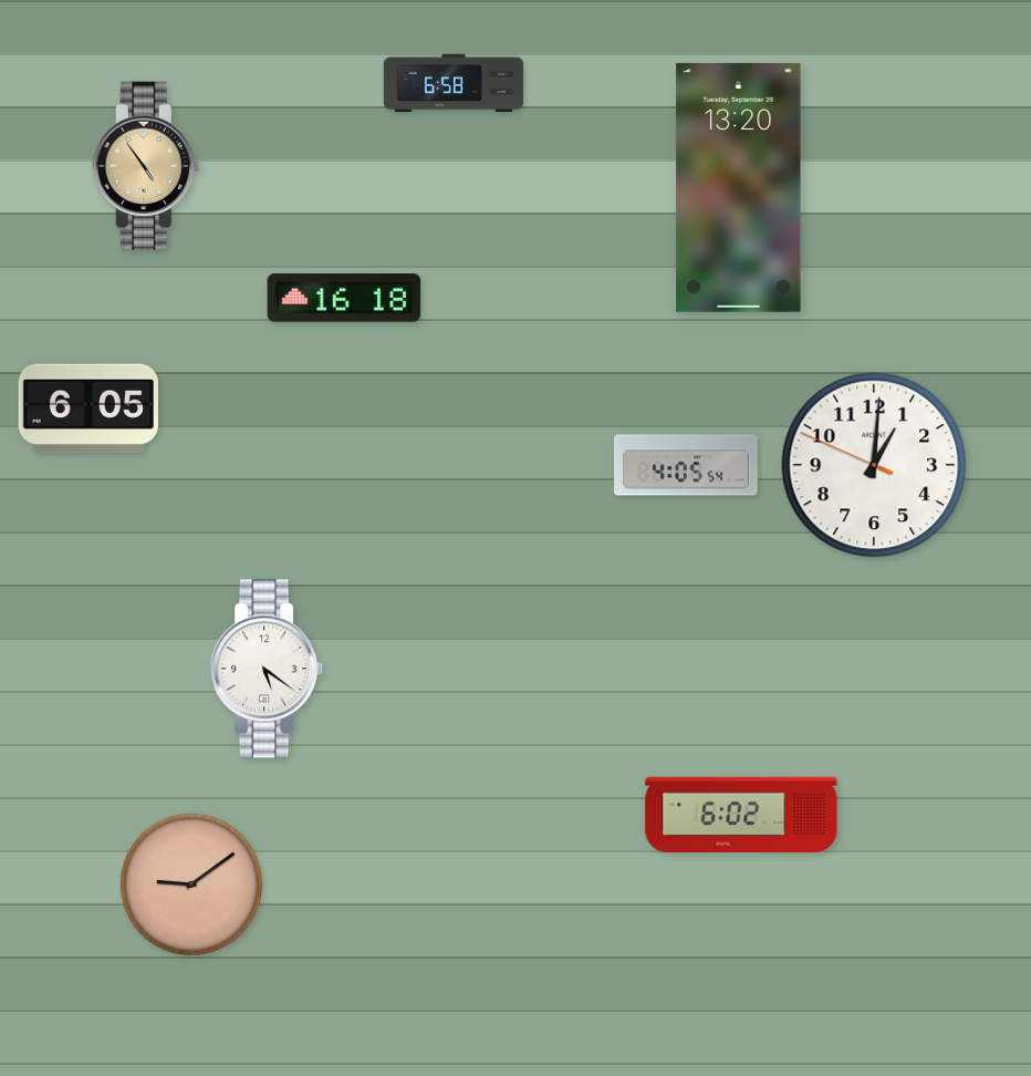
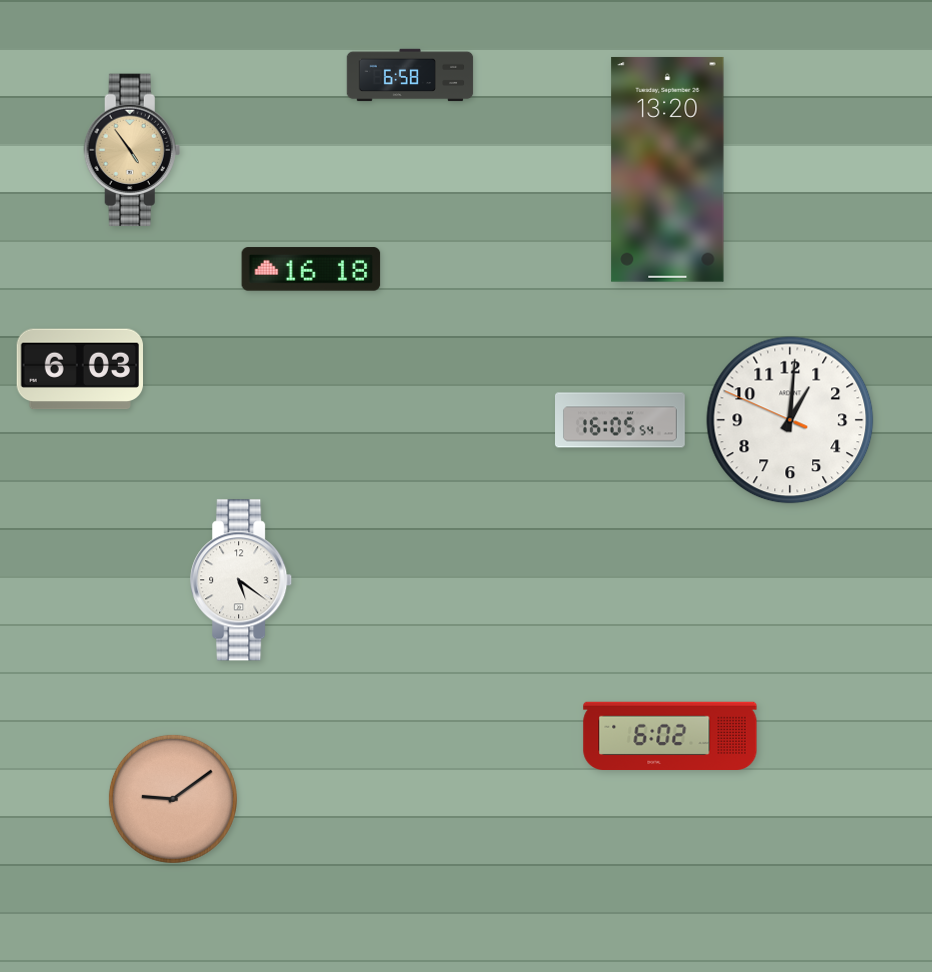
clock at (87, 408): 6:05 -> 6:03
clock at (686, 465): 4:05 -> 16:05
clock at (268, 669) position: (268, 669) -> (242, 580)
